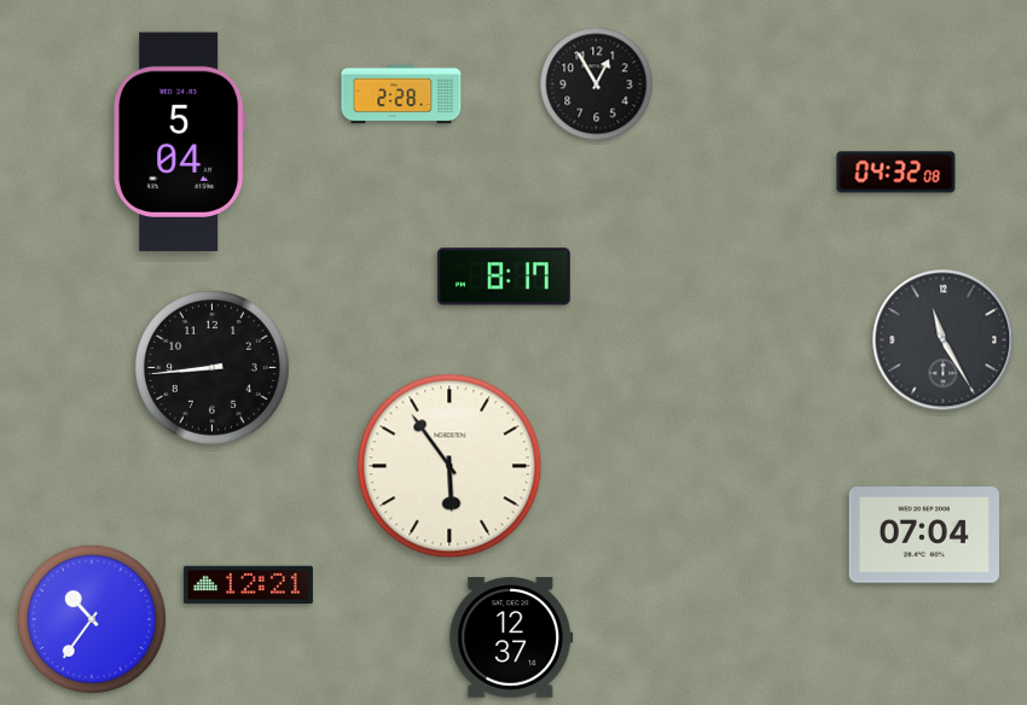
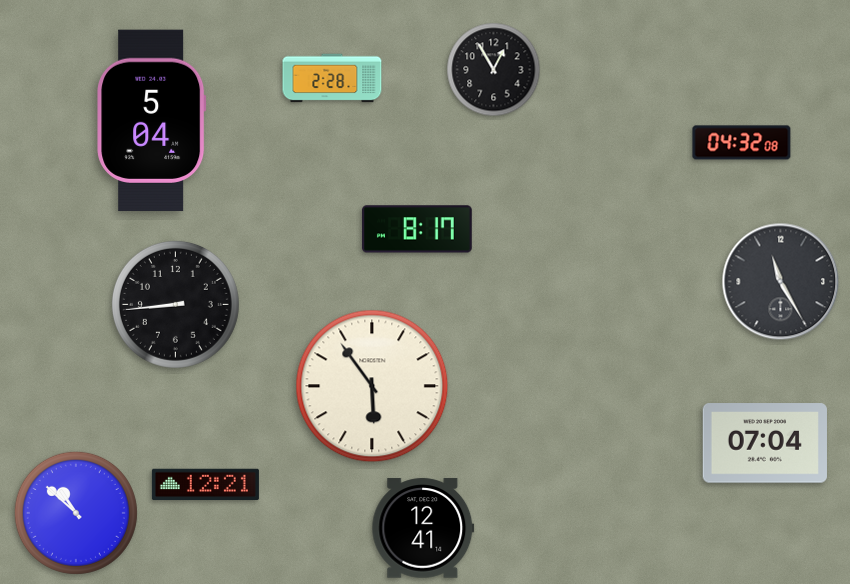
clock at (180, 142) position: (180, 142) -> (152, 121)
clock at (92, 619): 10:36 -> 10:52
clock at (511, 637): 12:37 -> 12:41
